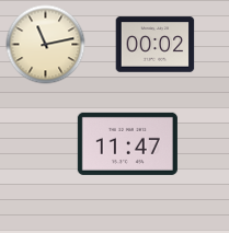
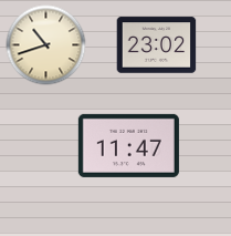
clock at (46, 45): 11:13 -> 10:42
clock at (156, 45): 00:02 -> 23:02
